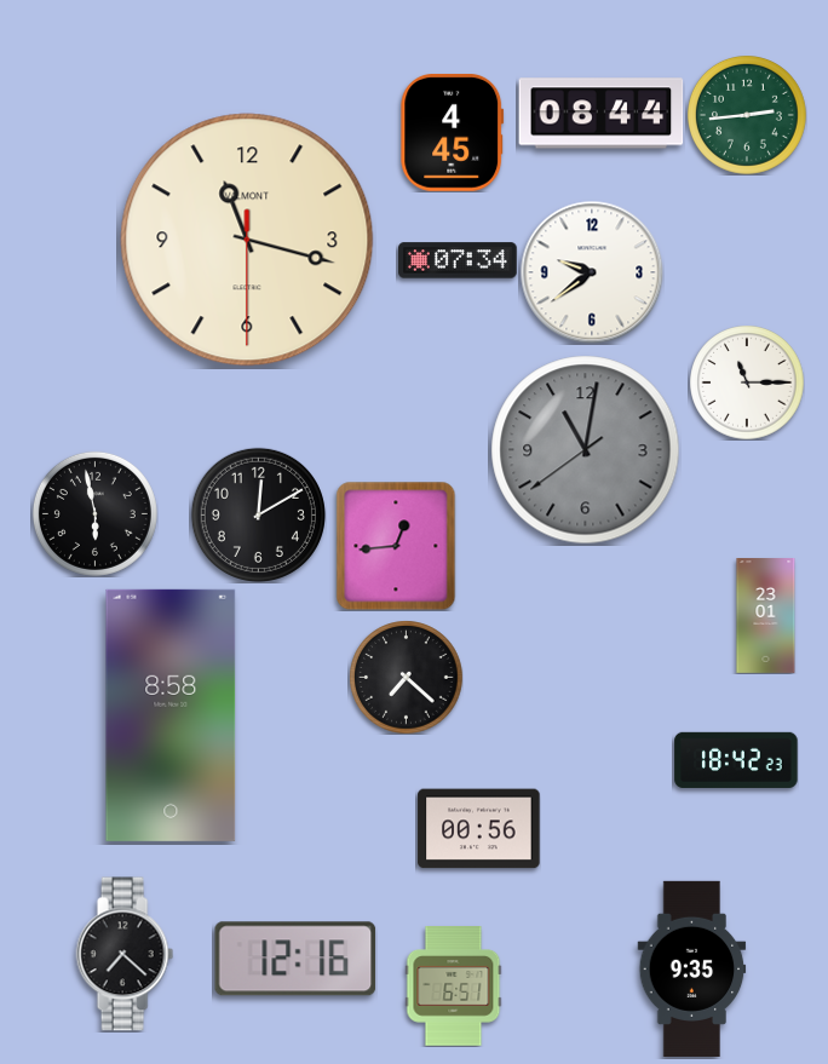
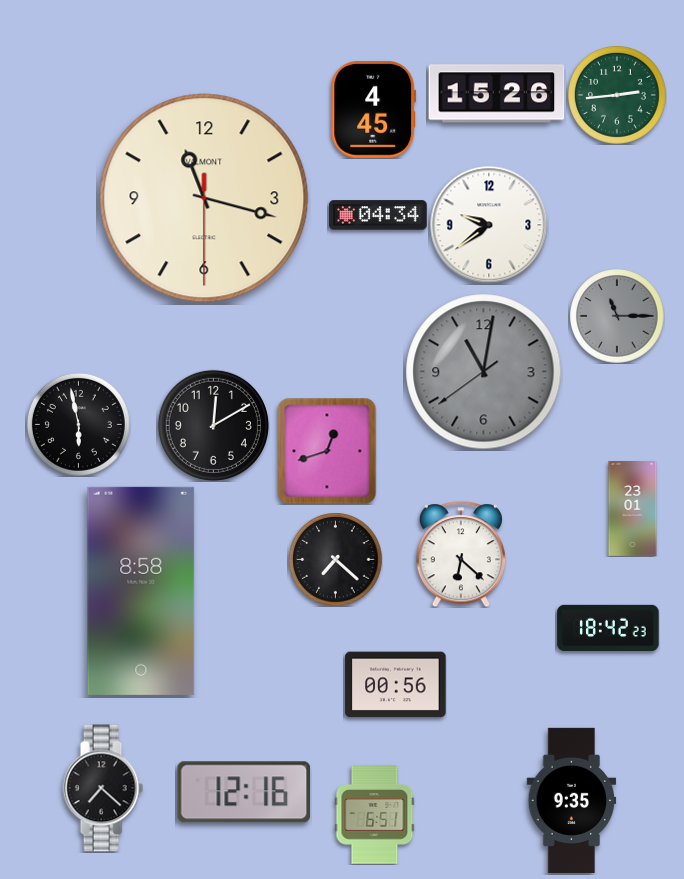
clock at (602, 114): 08:44 -> 15:26
clock at (458, 260): 07:34 -> 04:34
clock at (747, 383) dial: white -> grey
clock at (396, 546): 12:44 -> 12:42
clock at (461, 554): none -> 6:22
